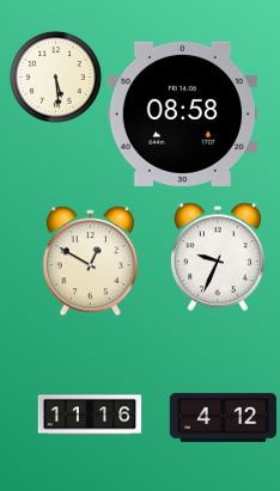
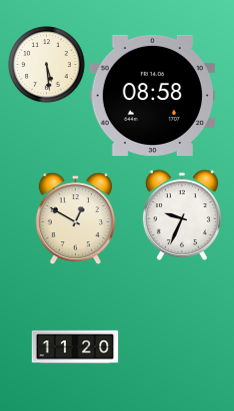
clock at (90, 415): 11:16 -> 11:20
clock at (223, 417): 4:12 -> none
